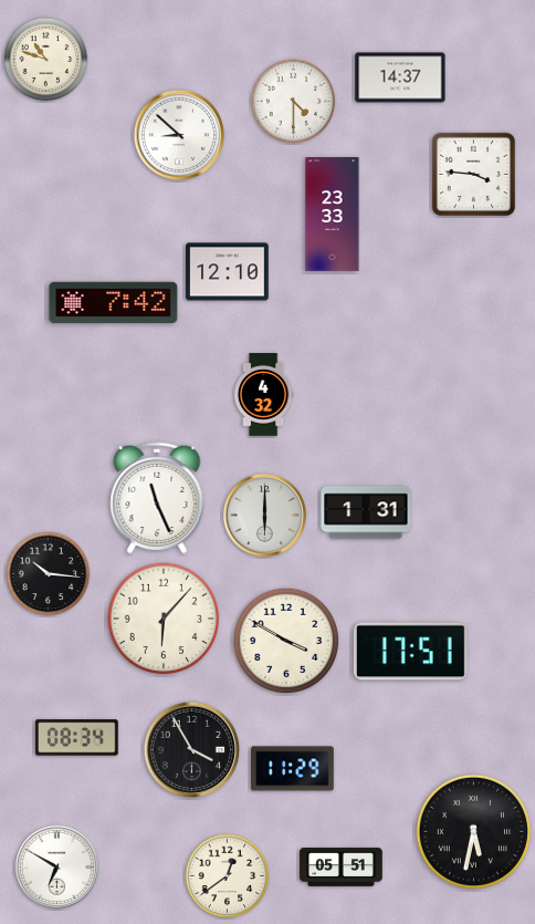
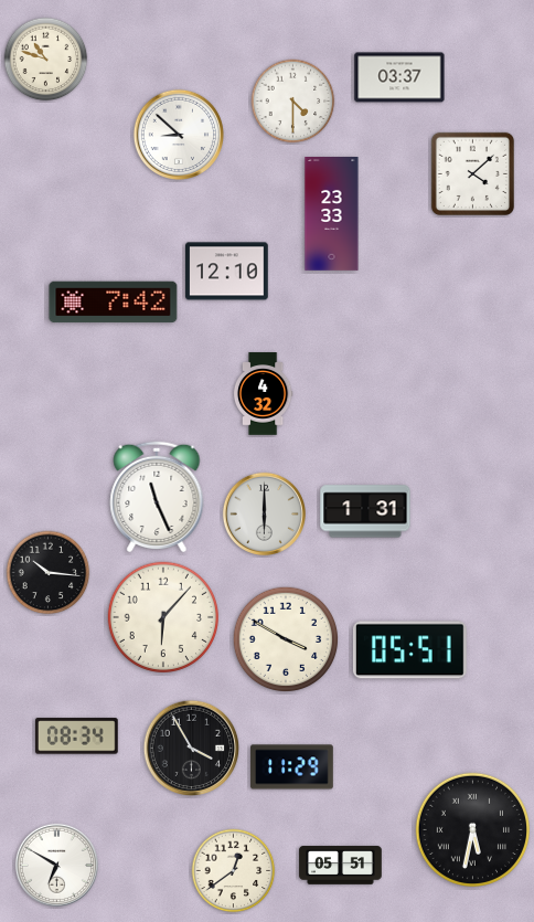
clock at (400, 77): 14:37 -> 03:37
clock at (473, 174): 3:46 -> 4:08
clock at (410, 652): 17:51 -> 05:51
clock at (228, 876) position: (228, 876) -> (234, 871)
